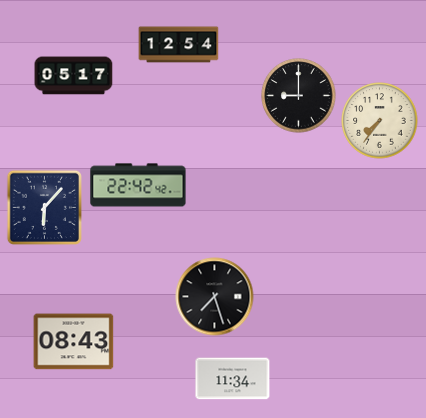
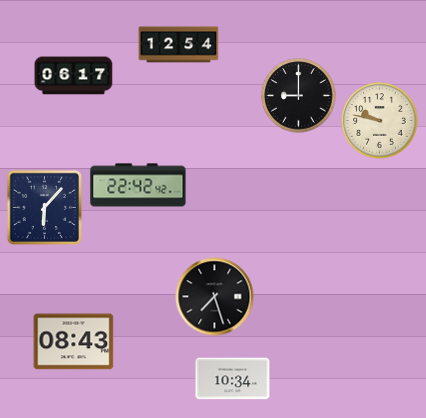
clock at (74, 76): 05:17 -> 06:17
clock at (380, 121): 7:36 -> 9:47
clock at (233, 379): 11:34 -> 10:34
